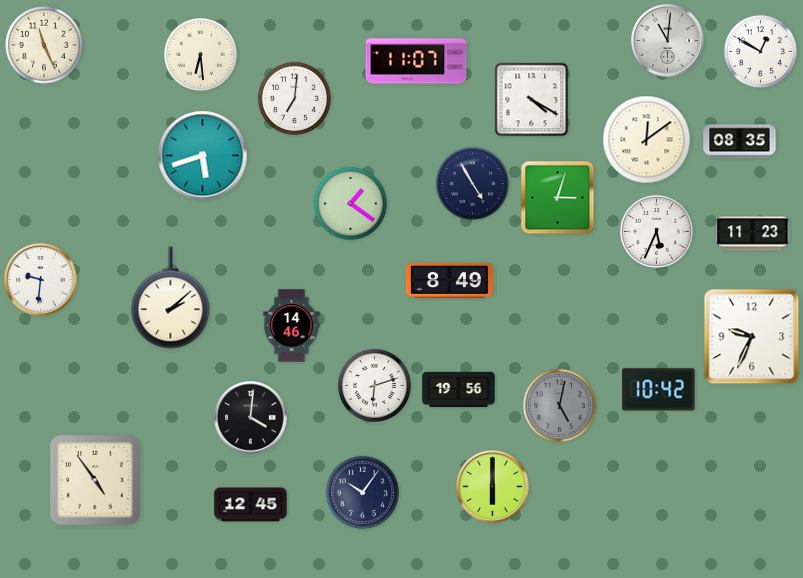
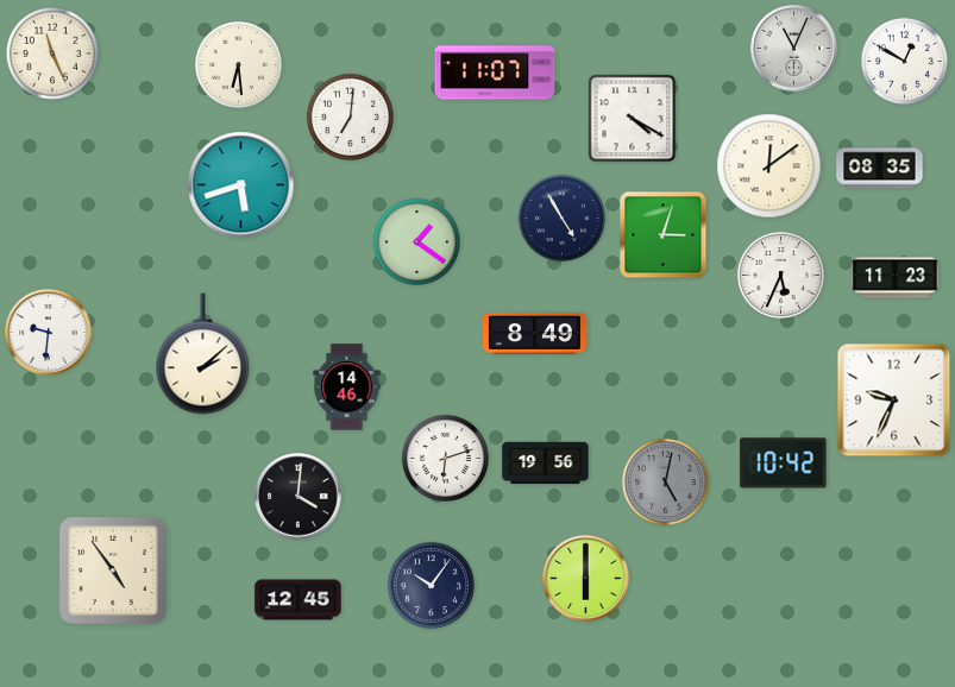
clock at (668, 41): 11:01 -> 11:04
